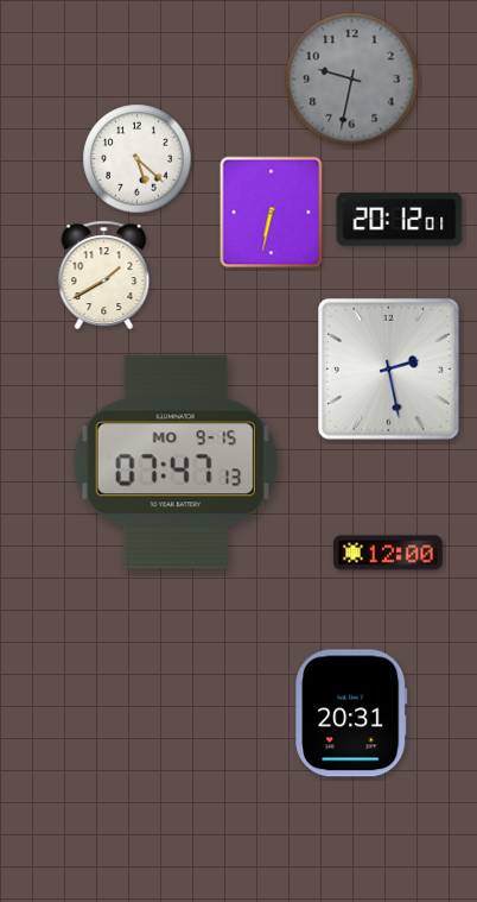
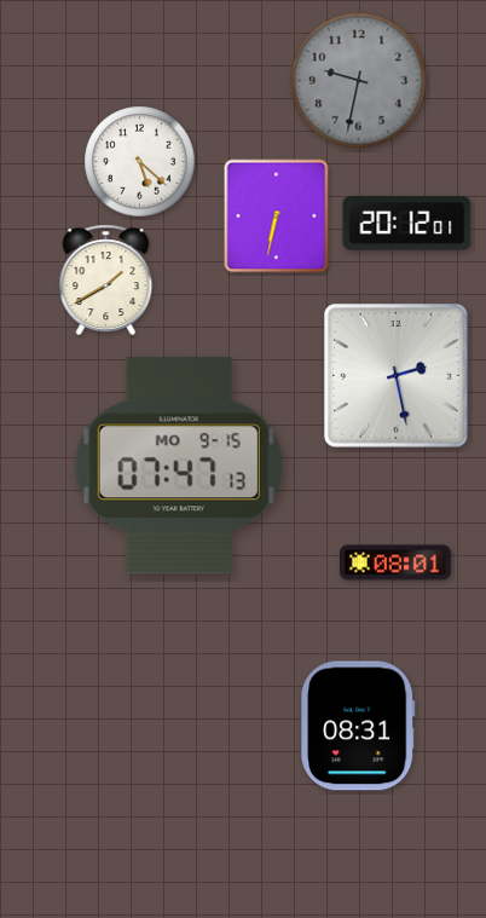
clock at (176, 462) position: (176, 462) -> (179, 466)
clock at (388, 553): 12:00 -> 08:01
clock at (351, 713): 20:31 -> 08:31
